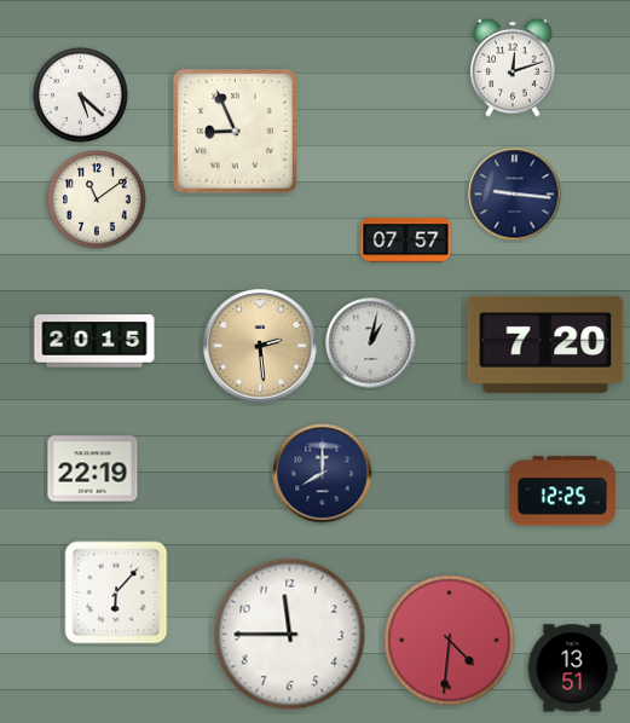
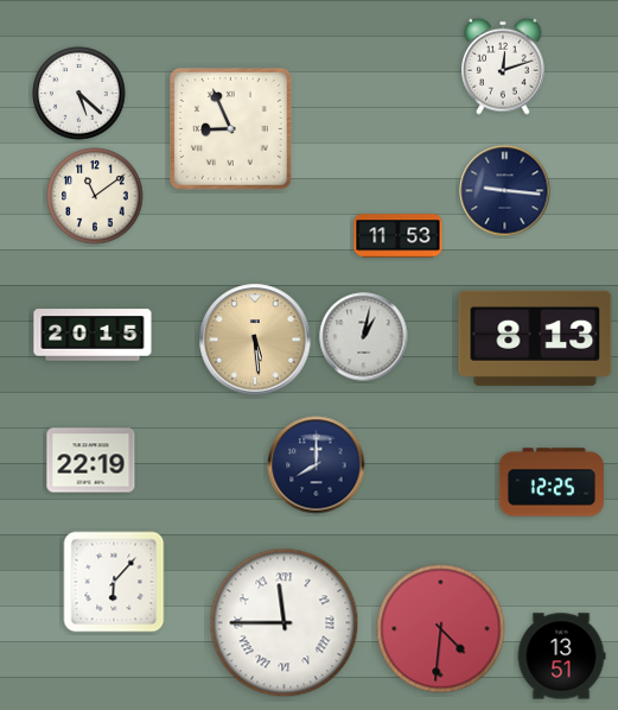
clock at (406, 241): 07:57 -> 11:53
clock at (545, 345): 7:20 -> 8:13
clock at (260, 346): 2:29 -> 5:29
clock at (290, 635) numerals: Arabic -> Roman
